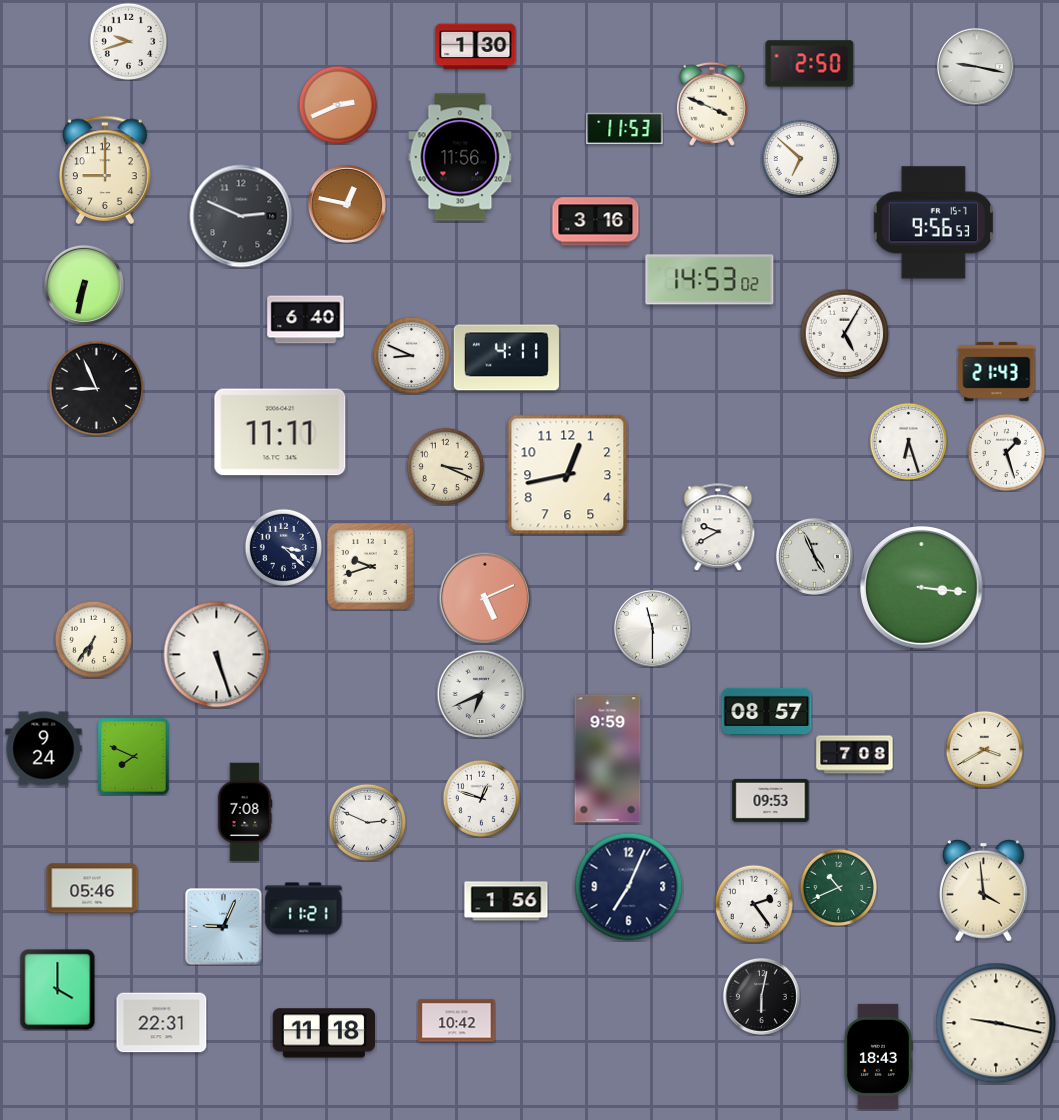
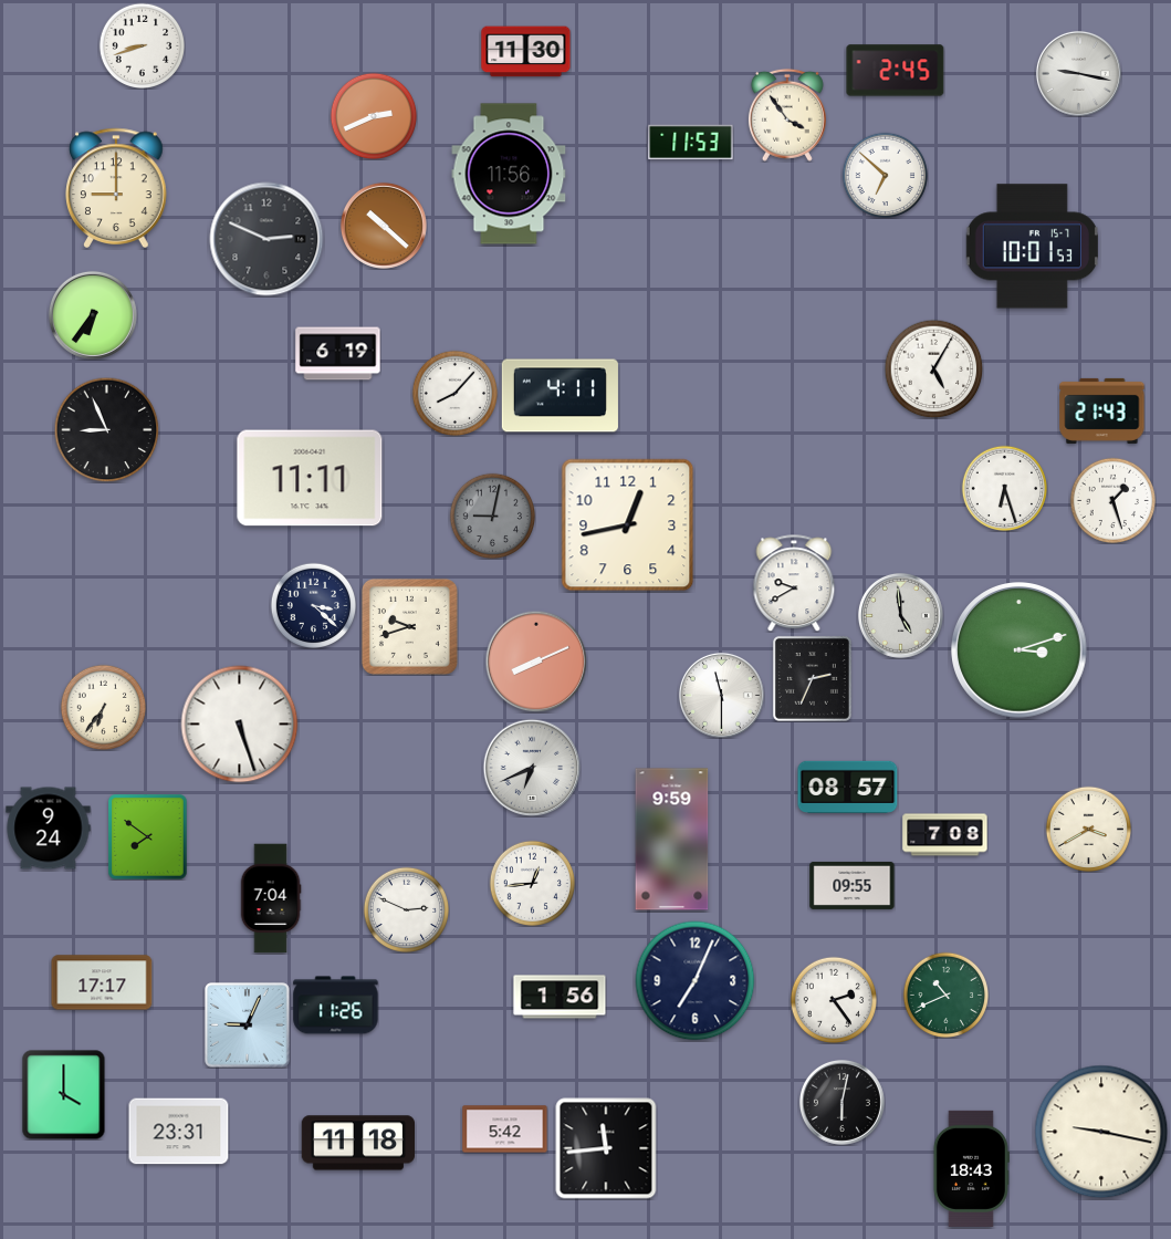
clock at (128, 41): 9:42 -> 8:42
clock at (476, 47): 1:30 -> 11:30
clock at (810, 64): 2:50 -> 2:45
clock at (712, 104): 3:49 -> 3:54
clock at (347, 204): 12:47 -> 10:22
clock at (596, 222): 3:16 -> none
clock at (933, 223): 9:56 -> 10:01
clock at (710, 280): 14:53 -> none
clock at (84, 285): 6:32 -> 6:36
clock at (306, 320): 6:40 -> 6:19
clock at (411, 355): 8:49 -> 8:07
clock at (445, 466): 3:19 -> 9:02
clock at (445, 466) dial: cream -> grey
clock at (814, 556): 4:56 -> 4:59
clock at (922, 588): 3:16 -> 3:12
clock at (485, 598): 5:11 -> 8:11
clock at (812, 678): none -> 2:34
clock at (134, 757): 7:49 -> 7:51
clock at (481, 798): 12:48 -> 12:44
clock at (771, 800): 09:53 -> 09:55
clock at (245, 812): 7:08 -> 7:04
clock at (838, 887) position: (838, 887) -> (945, 995)
clock at (92, 888): 05:46 -> 17:17
clock at (984, 891): 3:59 -> none
clock at (304, 909): 11:21 -> 11:26
clock at (457, 1021): 10:42 -> 5:42
clock at (162, 1023): 22:31 -> 23:31
clock at (606, 1148): none -> 11:44
